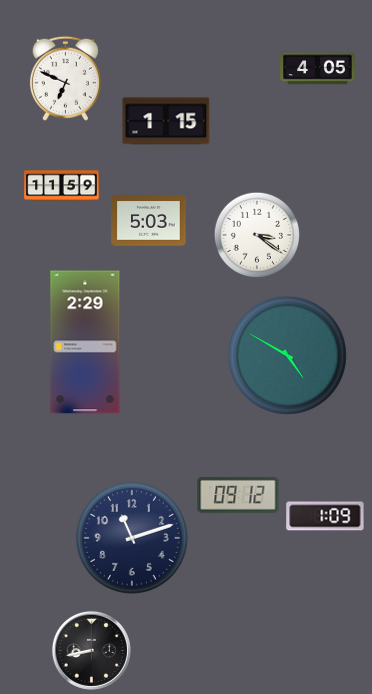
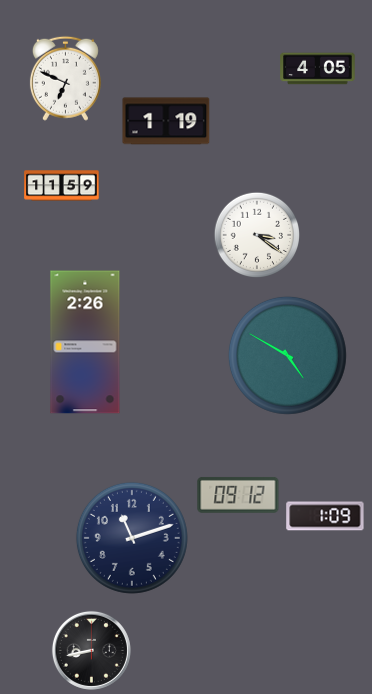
clock at (166, 121): 1:15 -> 1:19
clock at (149, 221): 5:03 -> none
clock at (85, 342): 2:29 -> 2:26
